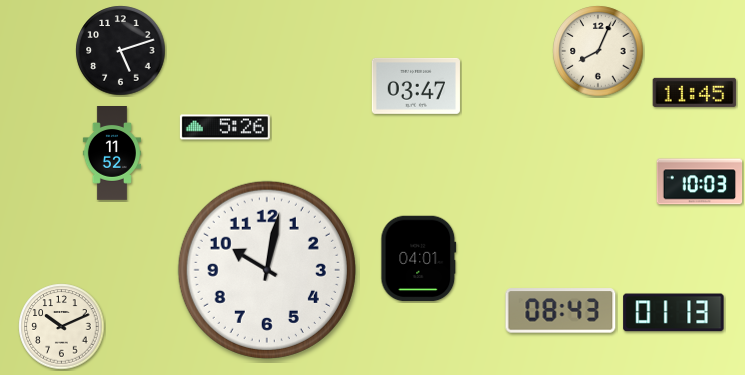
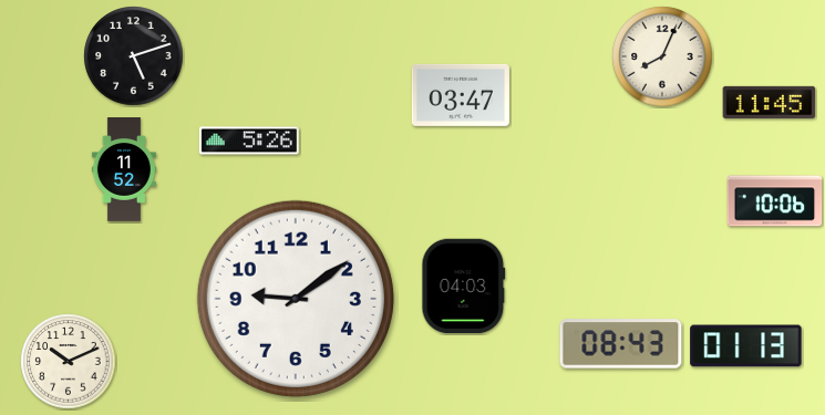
clock at (700, 182): 10:03 -> 10:06
clock at (419, 259): 04:01 -> 04:03
clock at (267, 270): 10:02 -> 9:09
